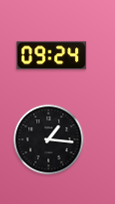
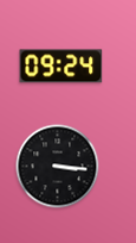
clock at (49, 140): 1:16 -> 3:16
